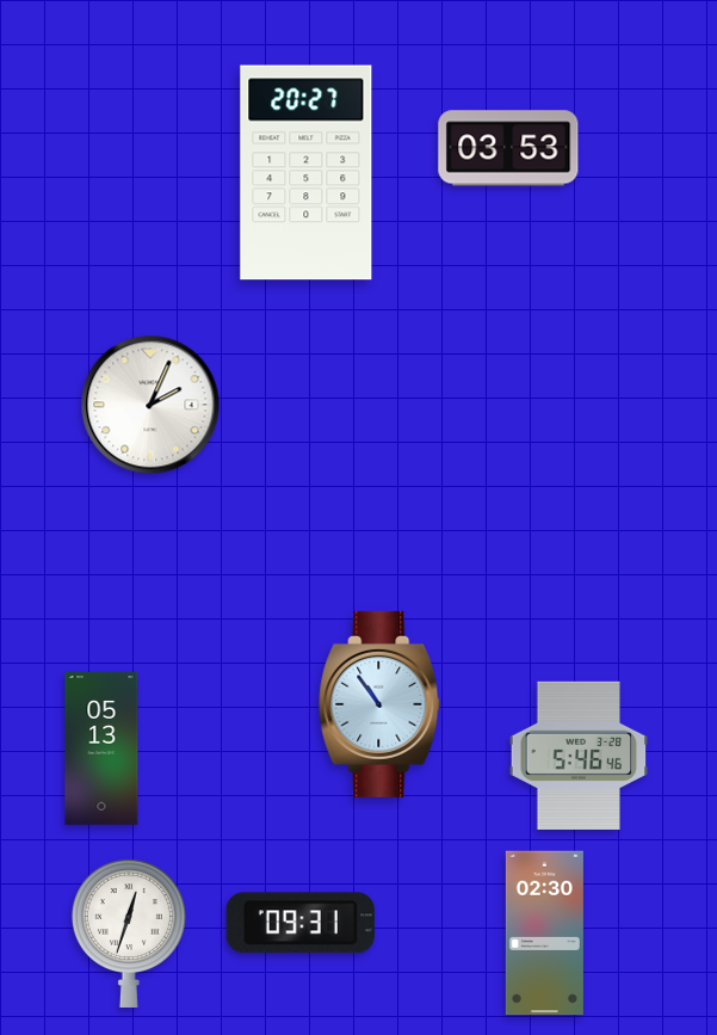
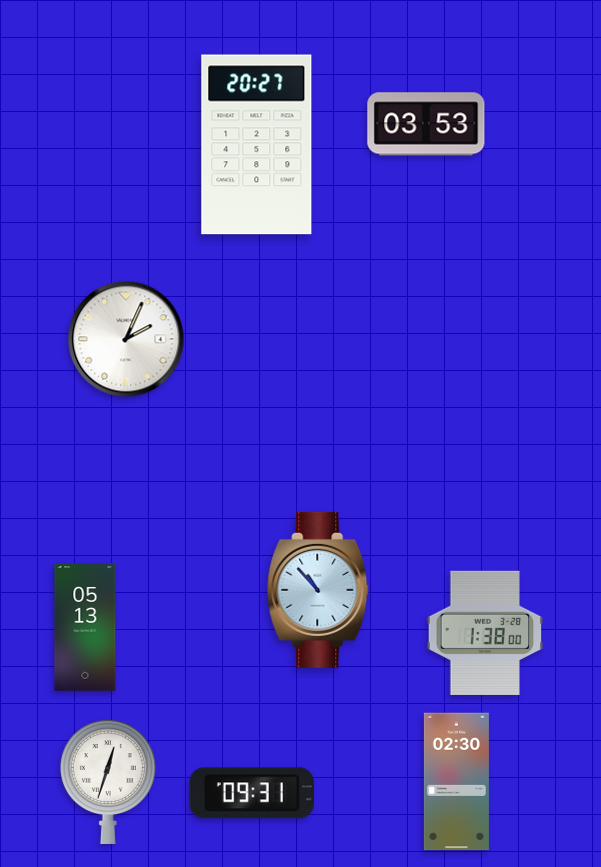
clock at (381, 704): 10:54 -> 10:53
clock at (579, 756): 5:46 -> 1:38
clock at (301, 923) position: (301, 923) -> (252, 793)
